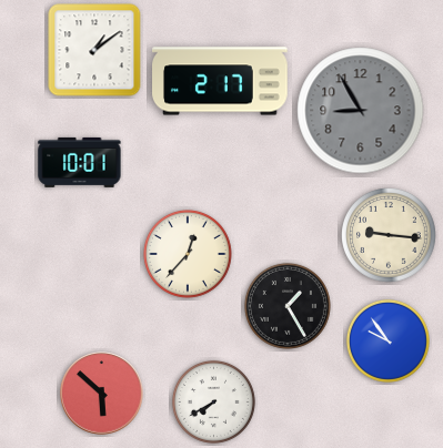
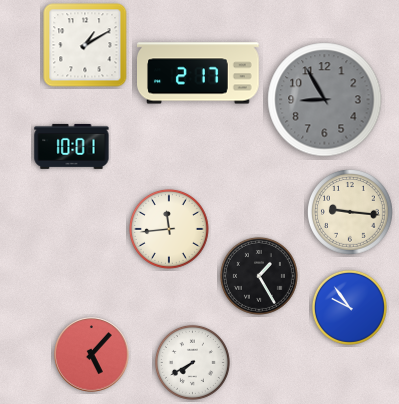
clock at (94, 50): 1:09 -> 1:10
clock at (188, 254): 12:37 -> 11:44
clock at (102, 394): 5:52 -> 5:07
